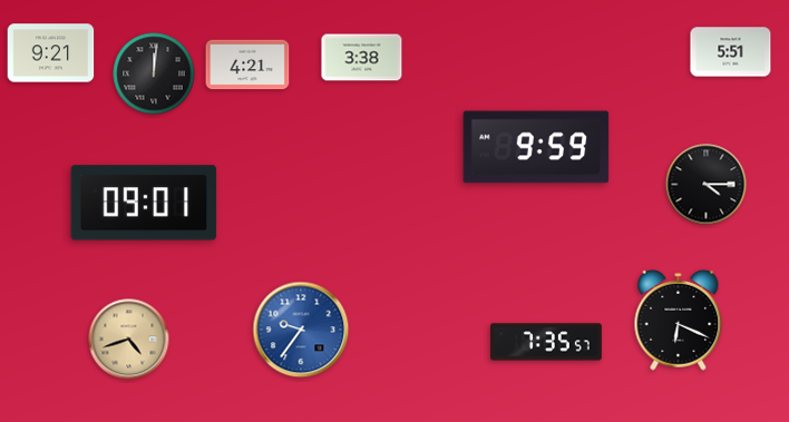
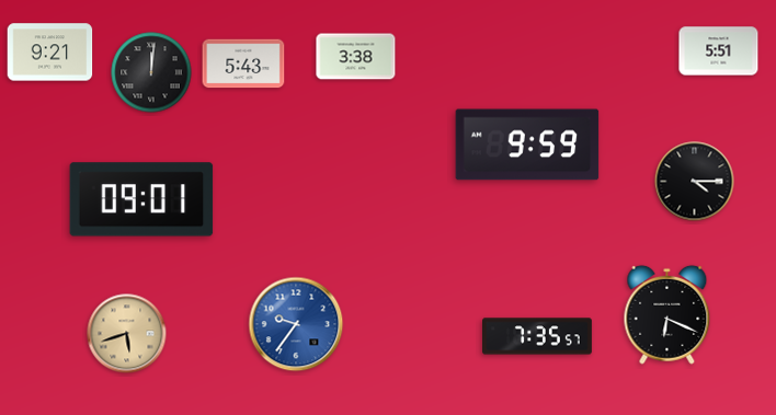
clock at (247, 65): 4:21 -> 5:43
clock at (129, 340): 4:42 -> 5:42
